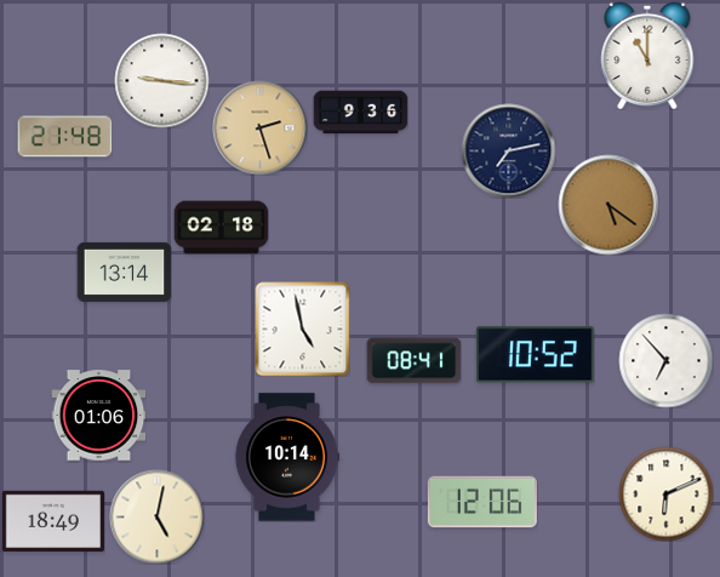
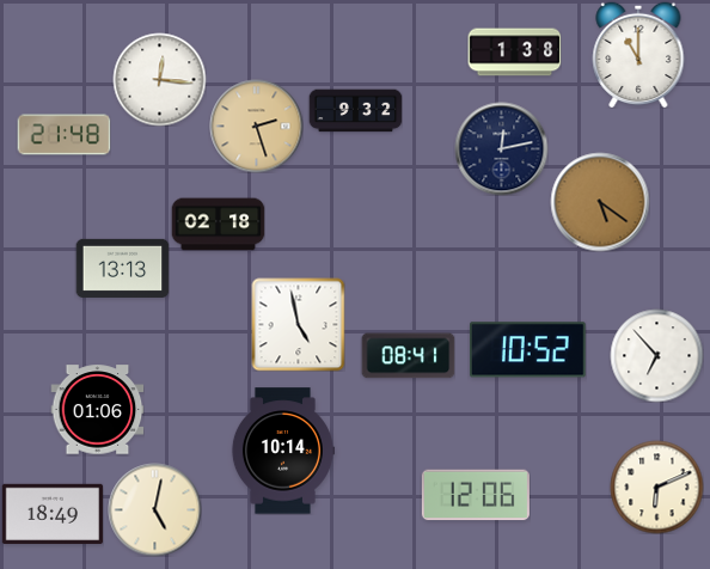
clock at (514, 53): none -> 1:38
clock at (161, 80): 9:16 -> 12:16
clock at (360, 113): 9:36 -> 9:32
clock at (508, 150): 7:13 -> 12:13
clock at (124, 272): 13:14 -> 13:13
